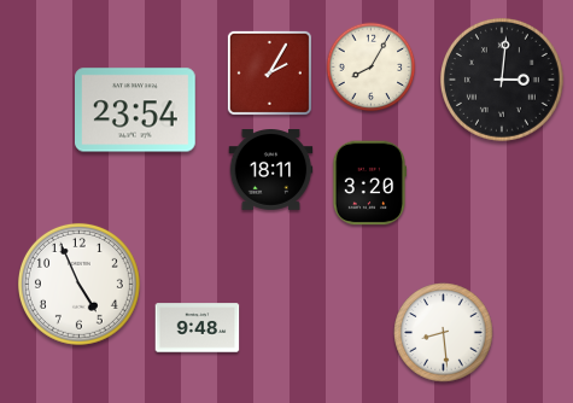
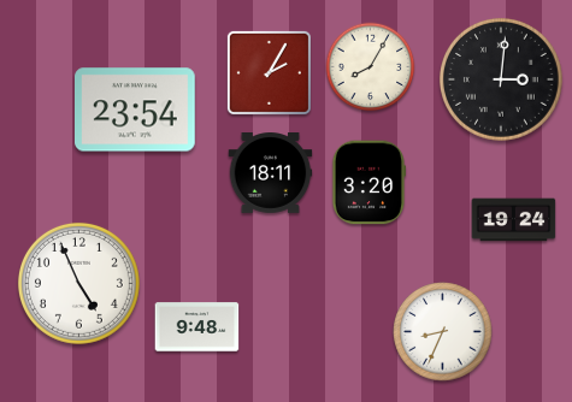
clock at (271, 170) position: (271, 170) -> (271, 173)
clock at (514, 220): none -> 19:24
clock at (444, 333): 8:29 -> 8:34
